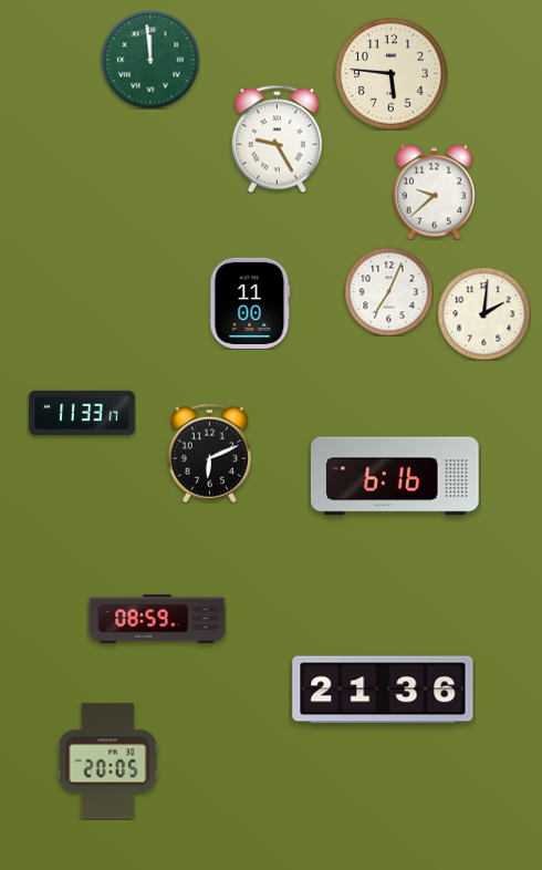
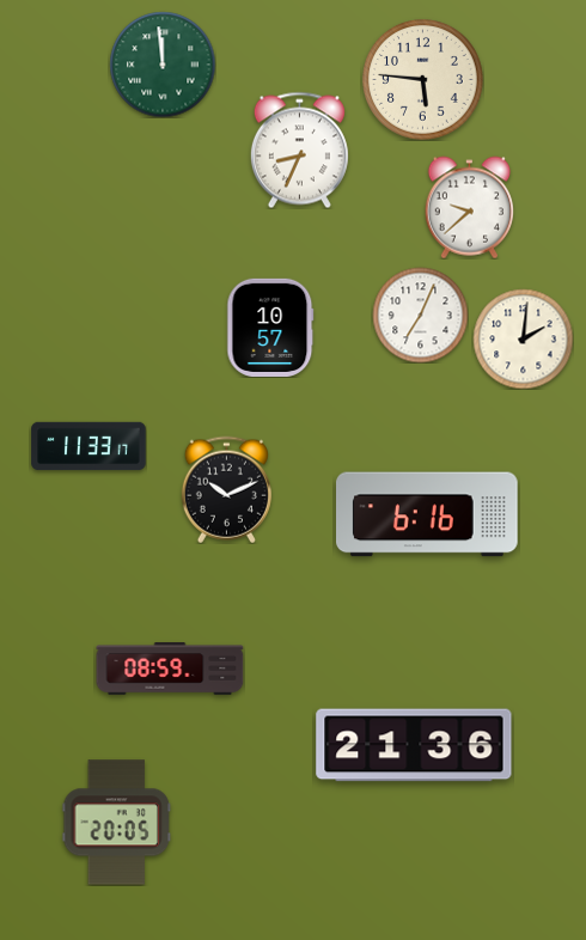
clock at (277, 138): 9:25 -> 8:34
clock at (250, 303): 11:00 -> 10:57
clock at (209, 453): 6:11 -> 10:11
